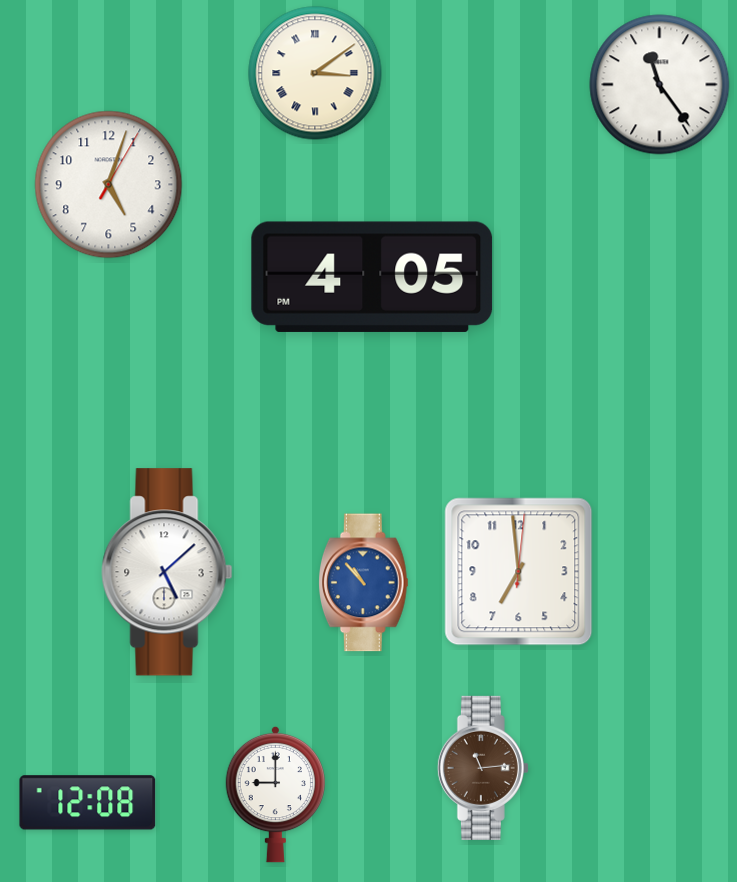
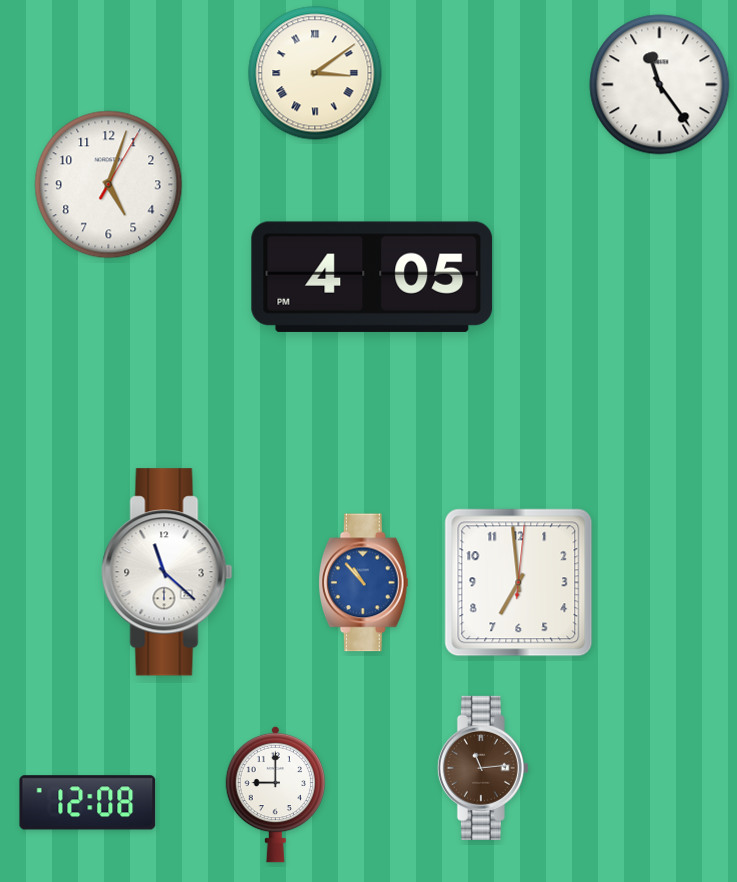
clock at (167, 572): 5:08 -> 11:22
clock at (519, 572) position: (519, 572) -> (519, 583)
